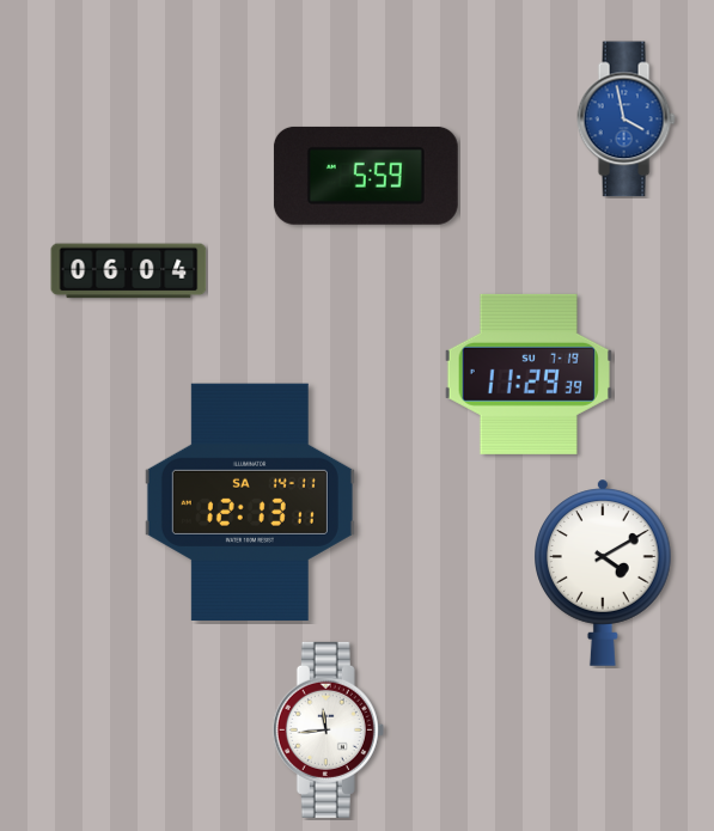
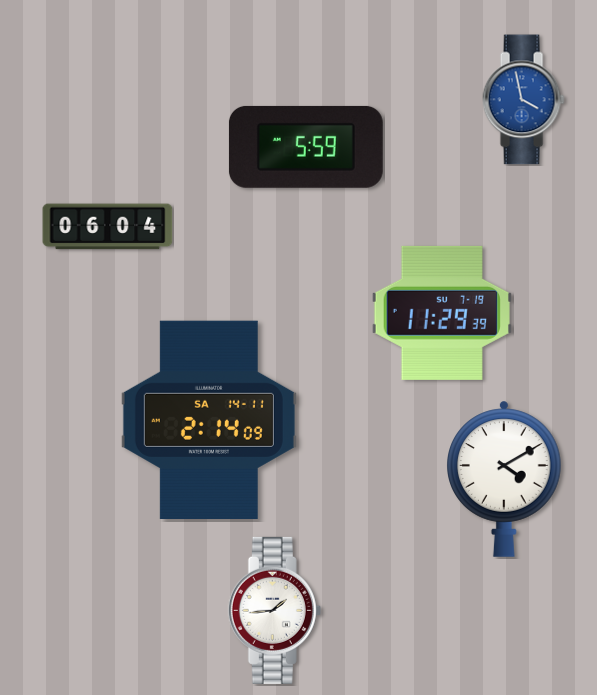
clock at (250, 501): 12:13 -> 2:14
clock at (328, 729): 11:44 -> 1:44
